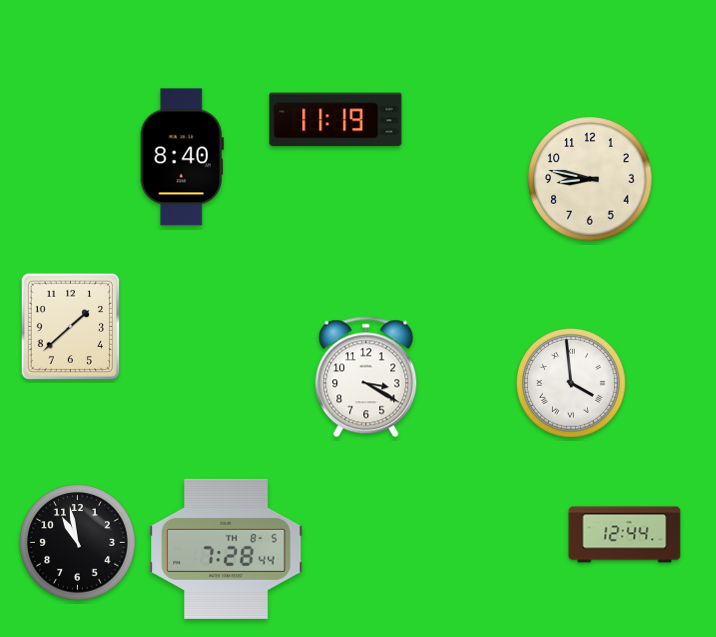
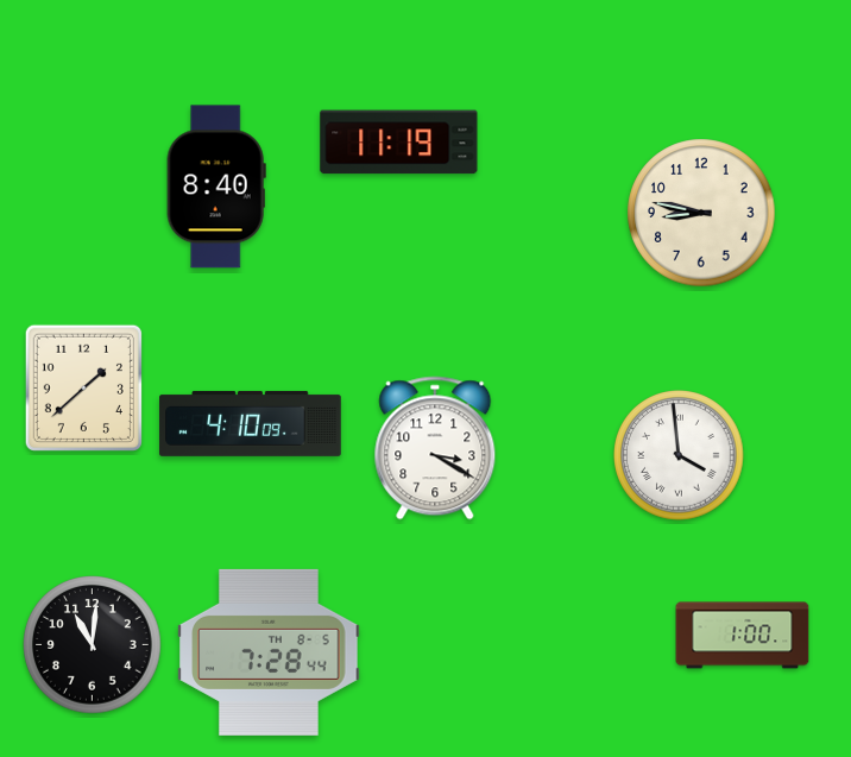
clock at (251, 423): none -> 4:10
clock at (625, 535): 12:44 -> 1:00
clock at (78, 543): 10:58 -> 11:01
